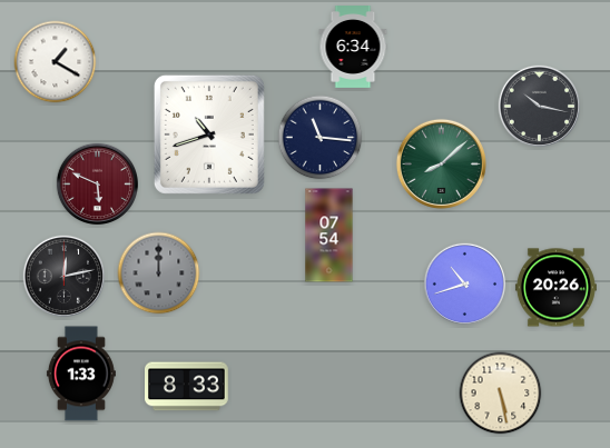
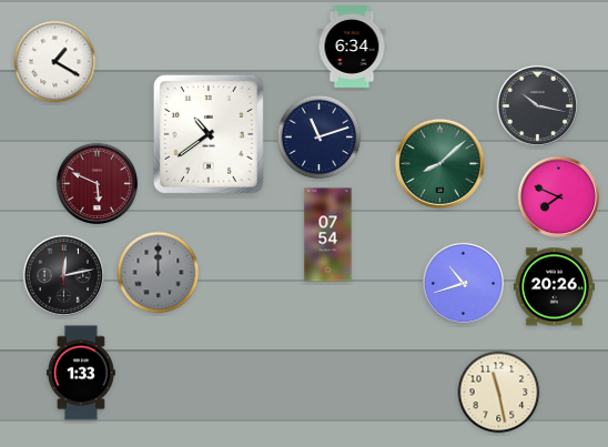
clock at (209, 135): 10:42 -> 10:39
clock at (321, 138): 11:16 -> 11:12
clock at (558, 196): none -> 7:49
clock at (187, 387): 8:33 -> none
clock at (501, 394): 5:28 -> 11:28
